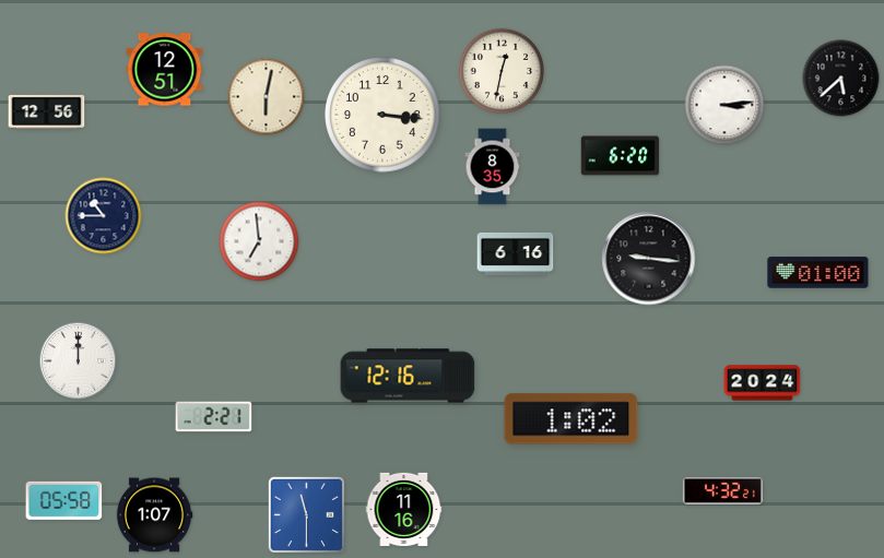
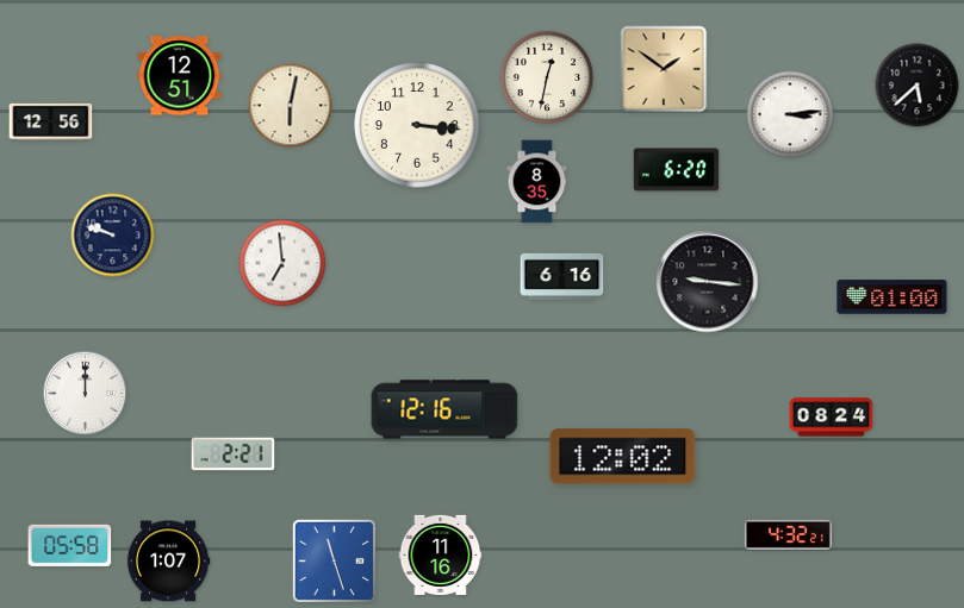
clock at (664, 69): none -> 1:51
clock at (104, 216): 10:45 -> 9:48
clock at (763, 383): 20:24 -> 08:24
clock at (571, 419): 1:02 -> 12:02
clock at (306, 514): 11:30 -> 11:27
